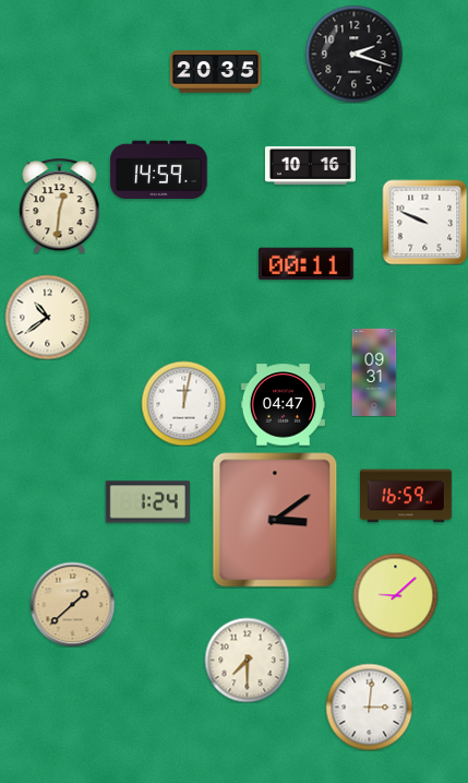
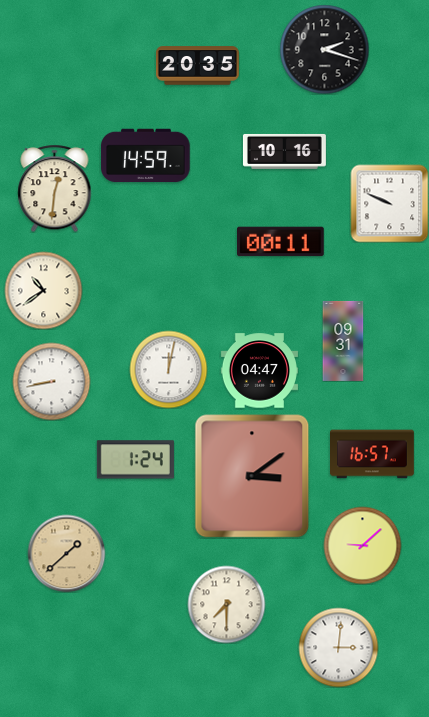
clock at (51, 381): none -> 8:43
clock at (407, 496): 16:59 -> 16:57
